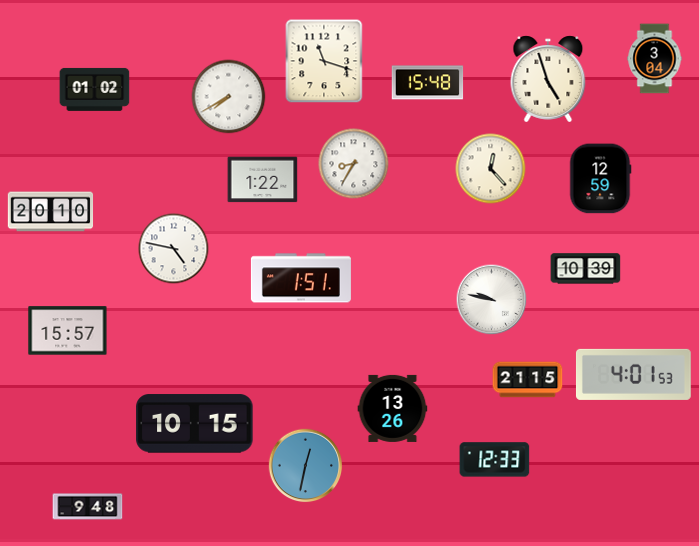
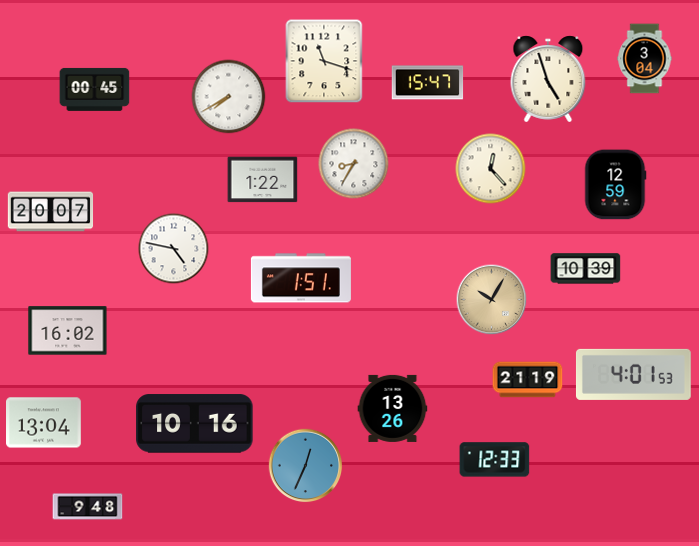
clock at (655, 59) position: (655, 59) -> (645, 59)
clock at (428, 83): 15:48 -> 15:47
clock at (95, 89): 01:02 -> 00:45
clock at (601, 179) position: (601, 179) -> (616, 185)
clock at (51, 212): 20:10 -> 20:07
clock at (492, 300): 9:47 -> 10:05
clock at (492, 300) dial: white -> champagne
clock at (68, 331): 15:57 -> 16:02
clock at (528, 380): 21:15 -> 21:19
clock at (44, 423): none -> 13:04
clock at (195, 424): 10:15 -> 10:16
clock at (306, 466): 12:32 -> 12:34
